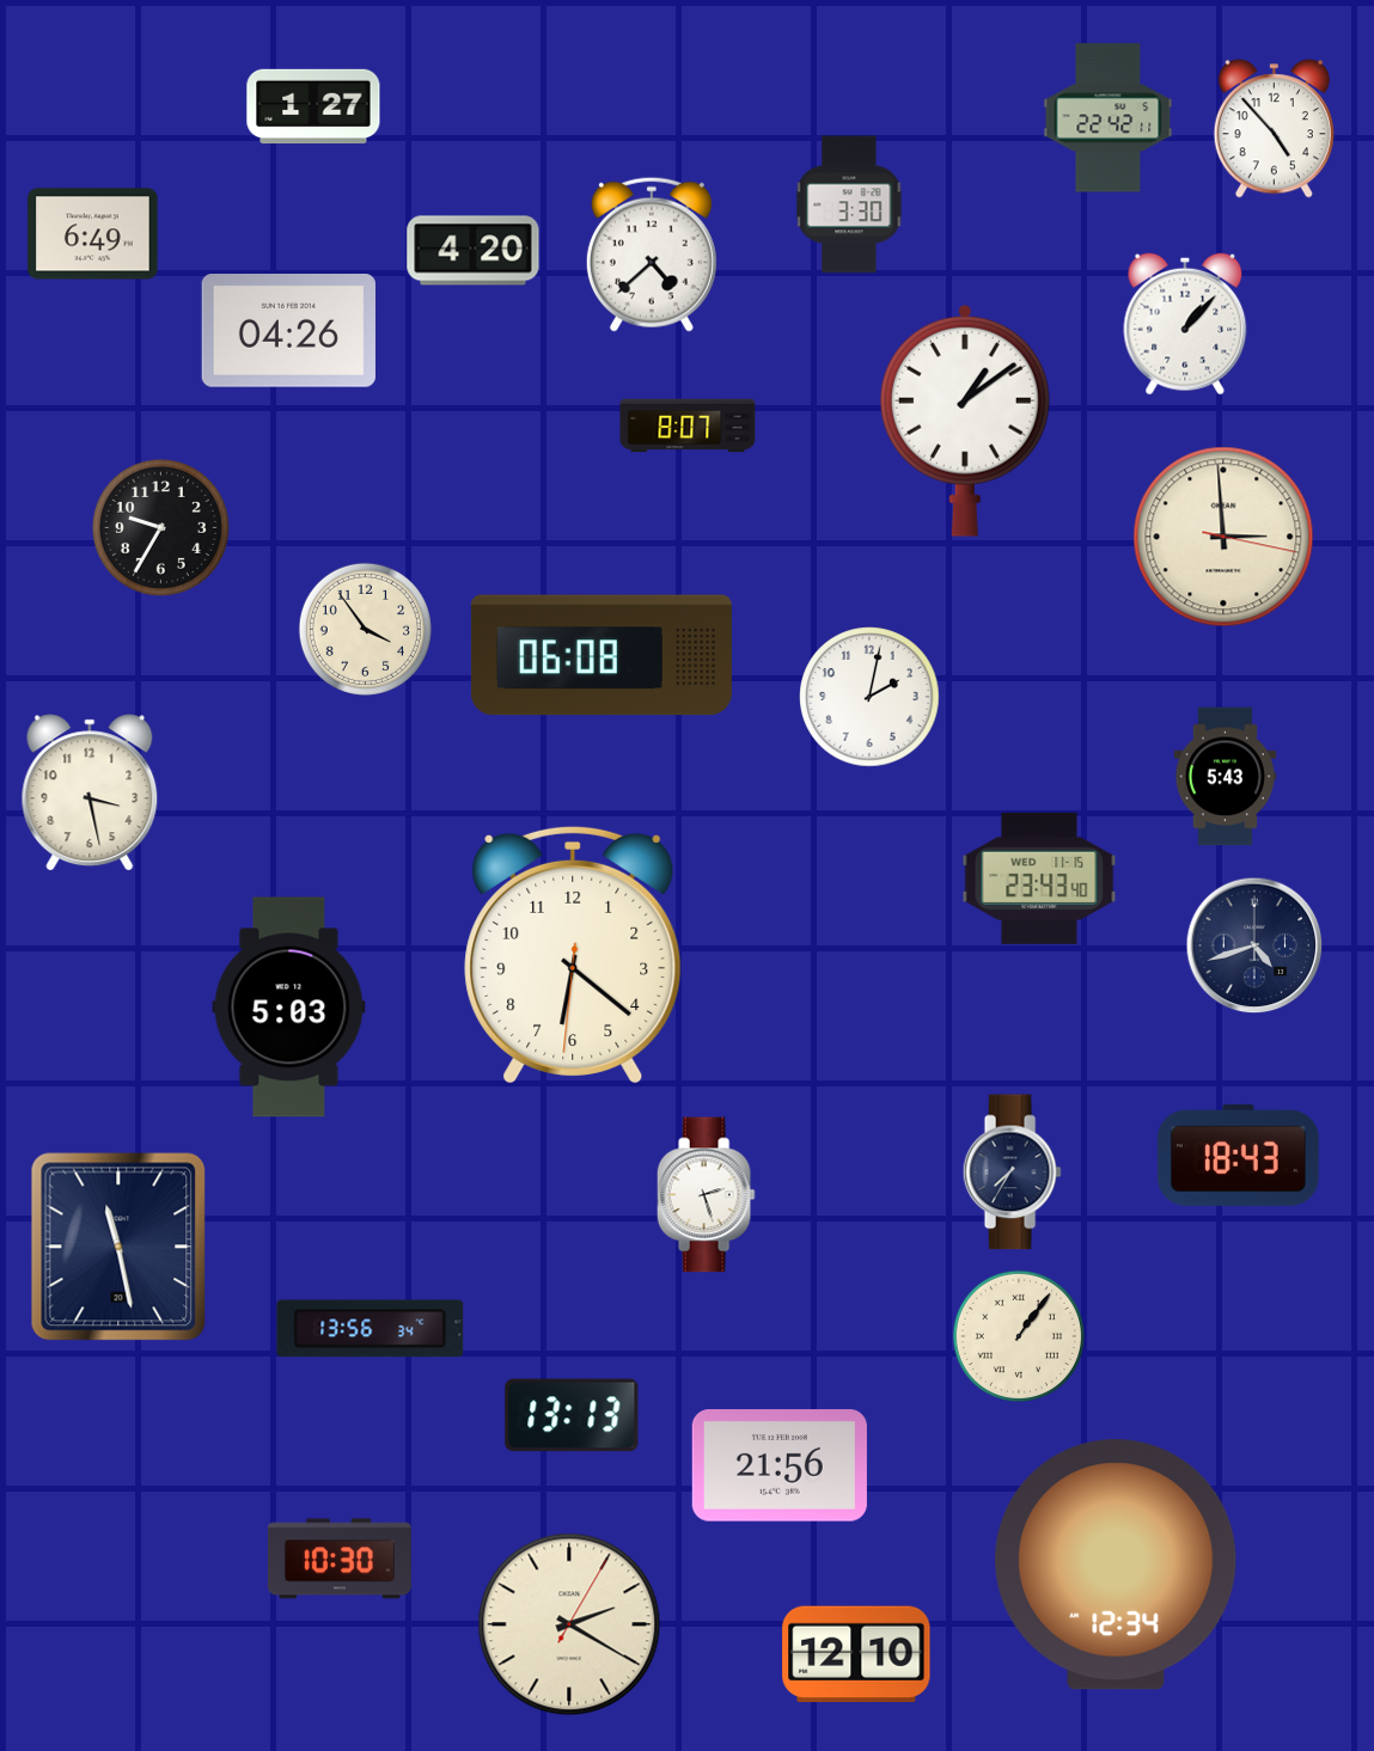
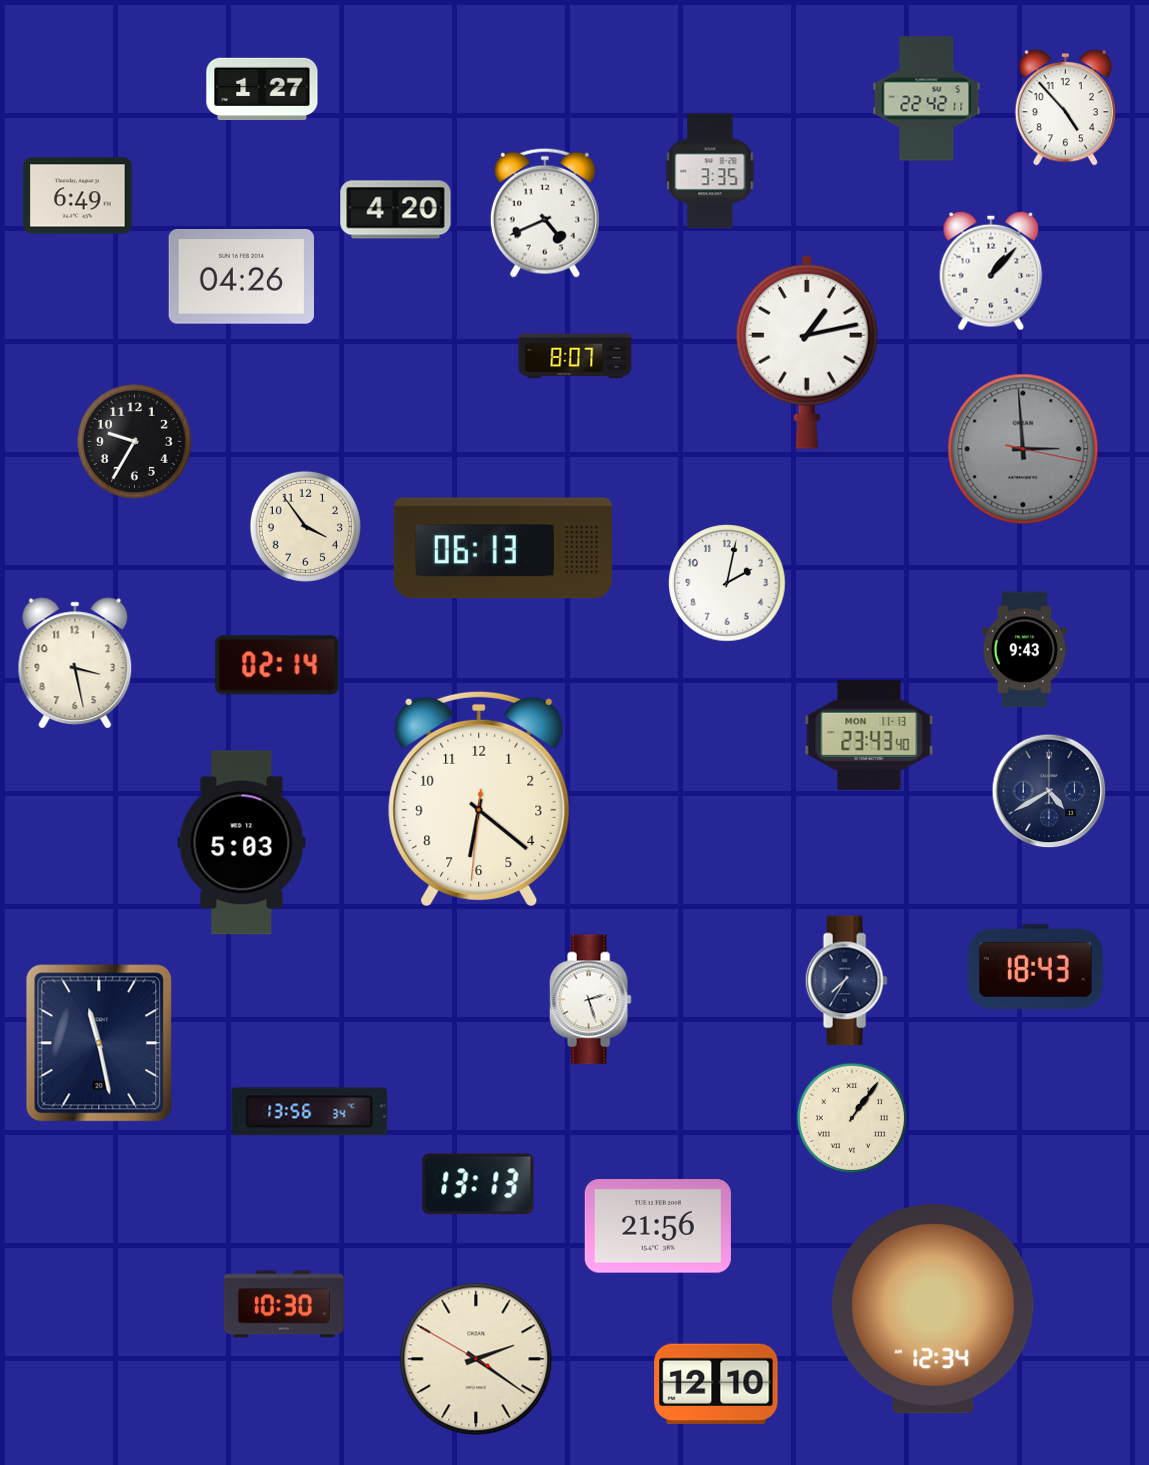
clock at (849, 204): 3:30 -> 3:35
clock at (652, 255): 4:38 -> 4:41
clock at (965, 421): 1:09 -> 1:13
clock at (1223, 537) dial: cream -> grey
clock at (601, 655): 06:08 -> 06:13
clock at (1226, 777): 5:43 -> 9:43
clock at (277, 665): none -> 02:14
clock at (1039, 878) date: WED 11-15 -> MON 11-13
clock at (1254, 945): 4:42 -> 4:40
clock at (780, 1465) position: (780, 1465) -> (658, 1226)
clock at (569, 1624): 2:20:05 -> 2:20:50
